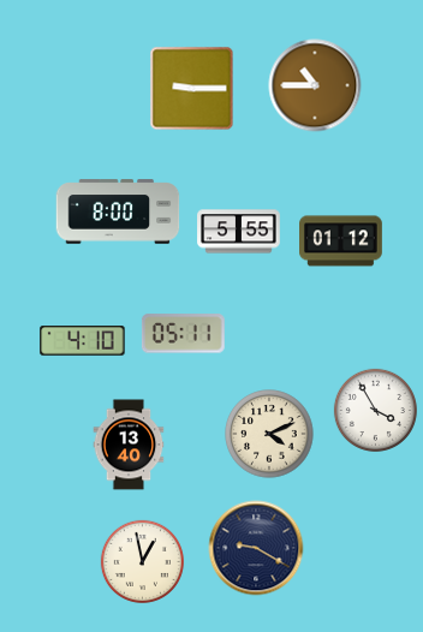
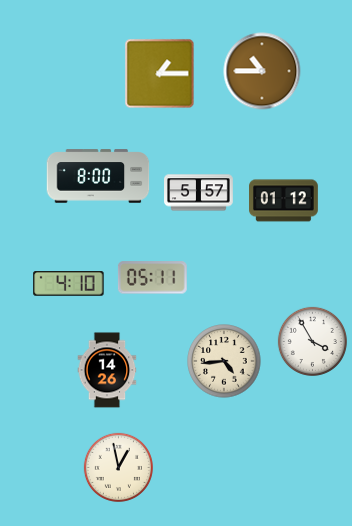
clock at (192, 89): 9:15 -> 1:15
clock at (239, 232): 5:55 -> 5:57
clock at (269, 434): 4:11 -> 4:44
clock at (129, 445): 13:40 -> 14:26
clock at (256, 548): 9:20 -> none
